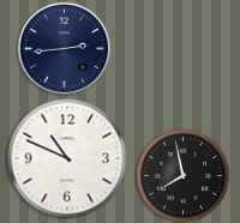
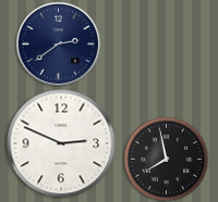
clock at (64, 48): 2:44 -> 2:39
clock at (67, 158): 10:49 -> 2:49
